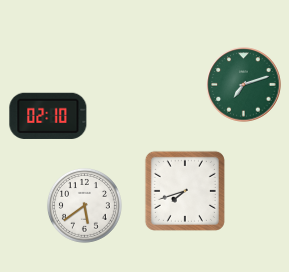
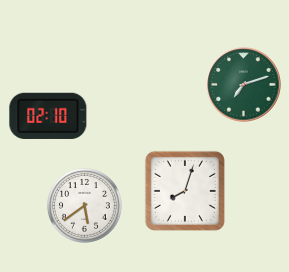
clock at (185, 191): 7:42 -> 8:03
